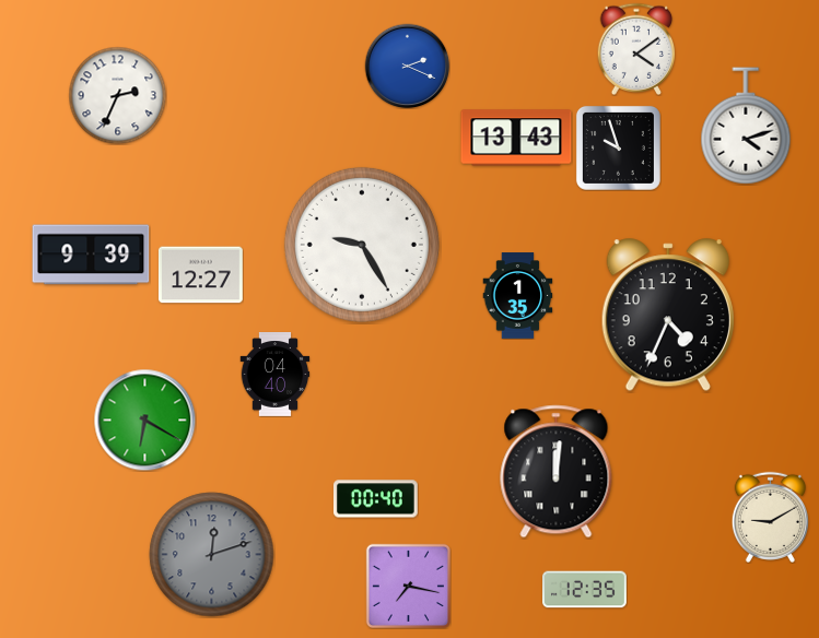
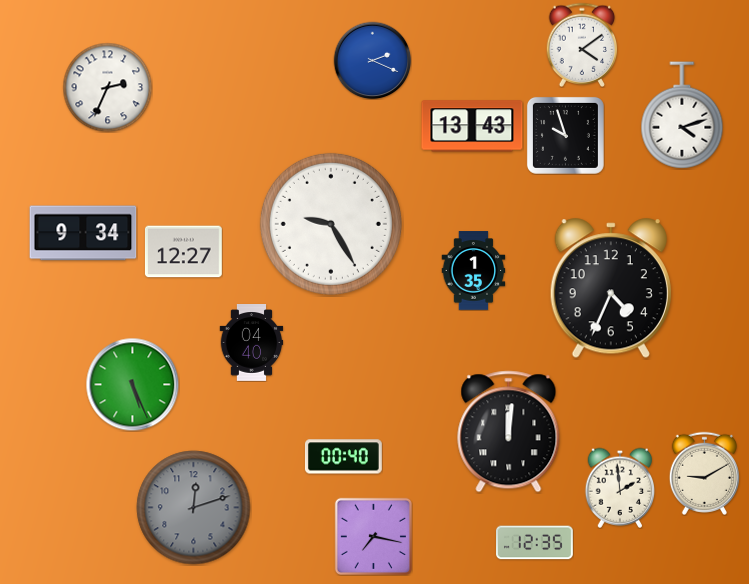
clock at (91, 255): 9:39 -> 9:34
clock at (144, 420): 6:20 -> 5:26
clock at (620, 488): none -> 1:59
clock at (585, 590) position: (585, 590) -> (535, 543)
